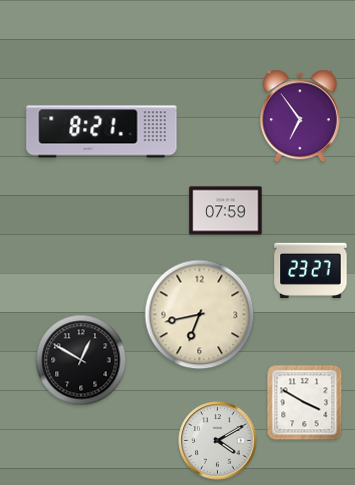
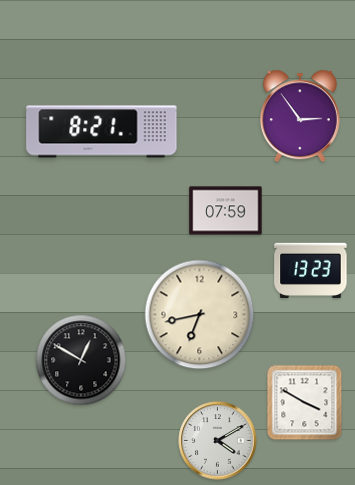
clock at (300, 116): 6:54 -> 2:54
clock at (311, 270): 23:27 -> 13:23
